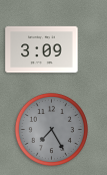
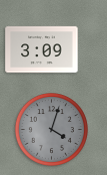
clock at (51, 129): 7:25 -> 4:03
